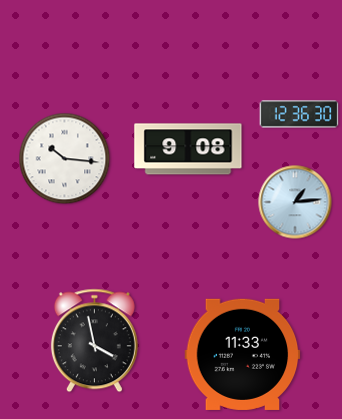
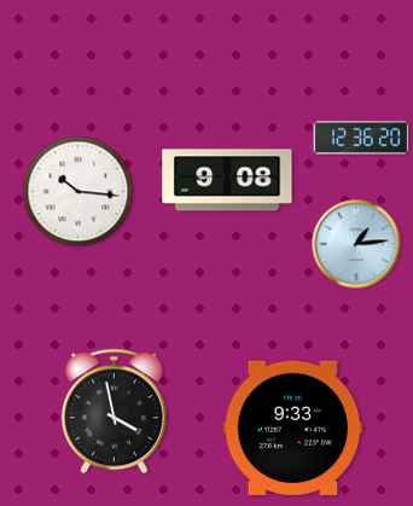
clock at (299, 114): 12:36:30 -> 12:36:20
clock at (243, 354): 11:33 -> 9:33
